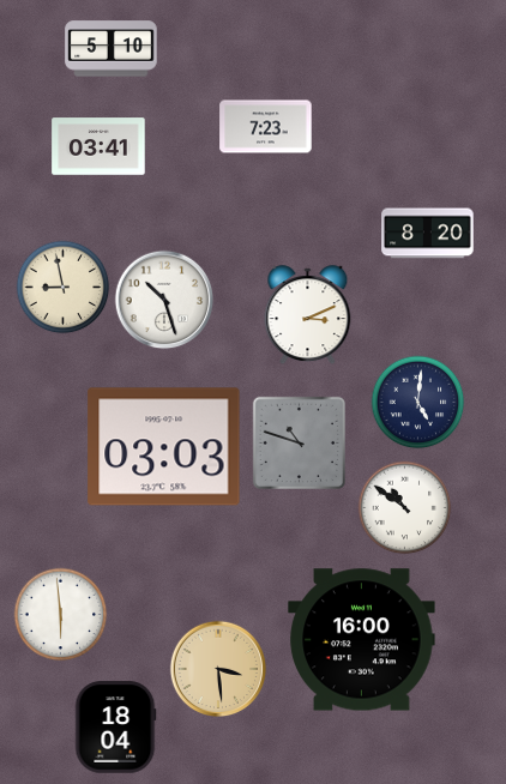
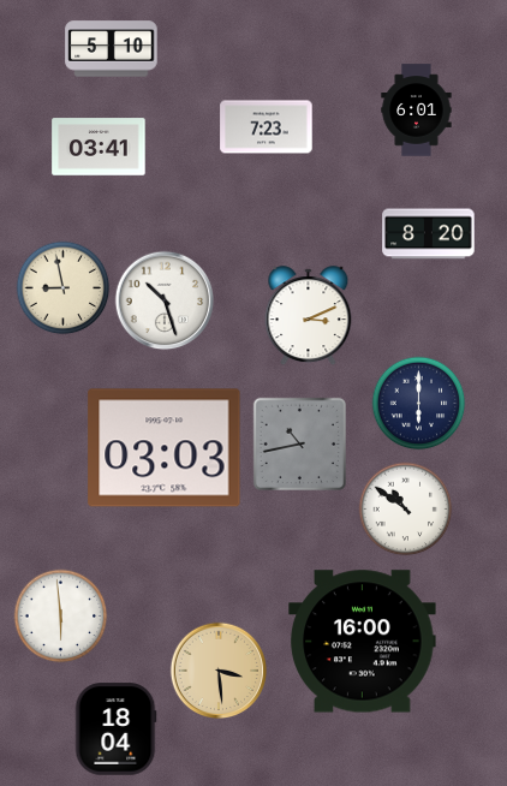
clock at (417, 111): none -> 6:01
clock at (417, 402): 5:01 -> 6:00
clock at (299, 442): 10:48 -> 10:43
